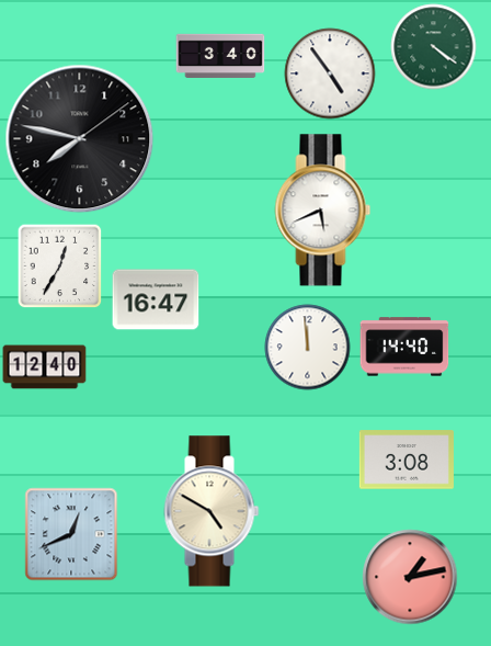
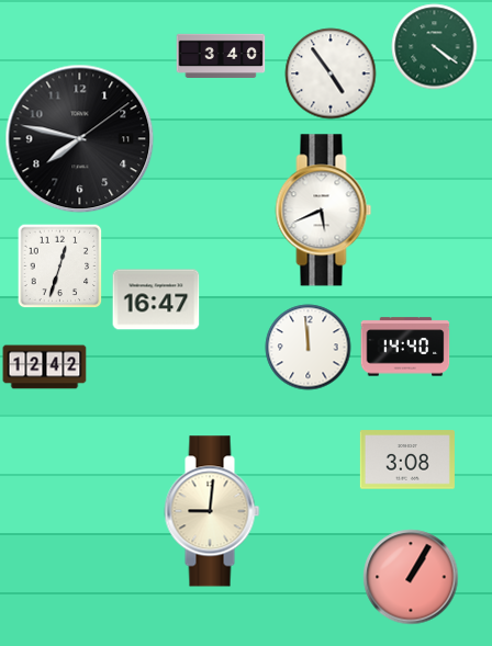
clock at (59, 265): 12:35 -> 12:33
clock at (45, 367): 12:40 -> 12:42
clock at (212, 511): 4:50 -> 9:01
clock at (71, 534): 12:41 -> none
clock at (410, 577): 1:13 -> 1:05
